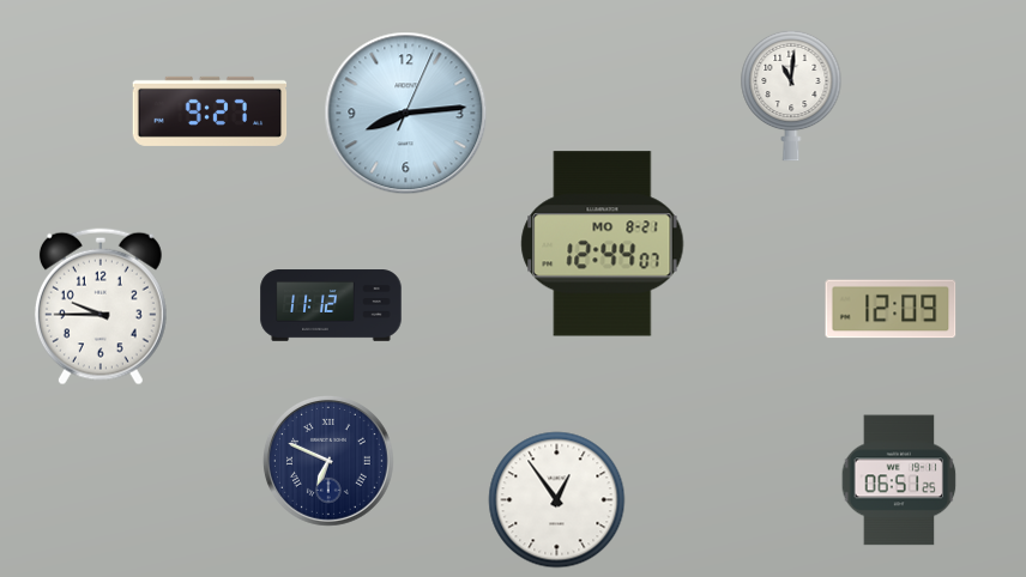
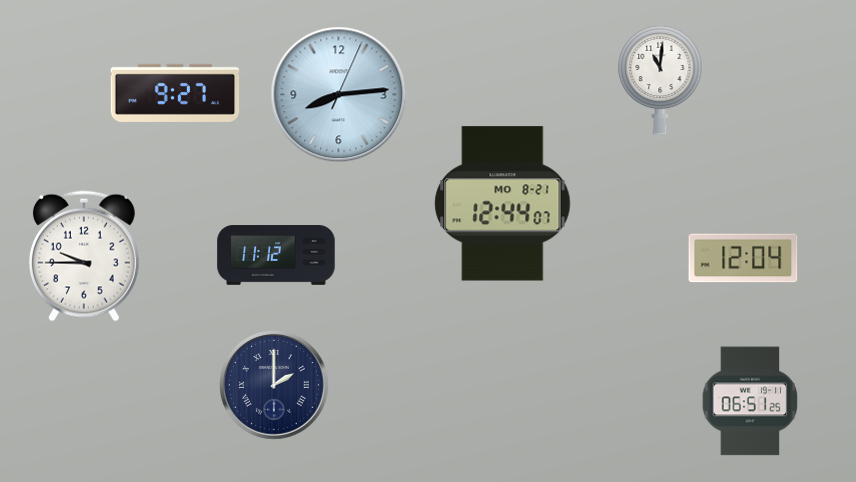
clock at (891, 309): 12:09 -> 12:04
clock at (330, 462): 6:49 -> 2:00
clock at (557, 500): 12:54 -> none
